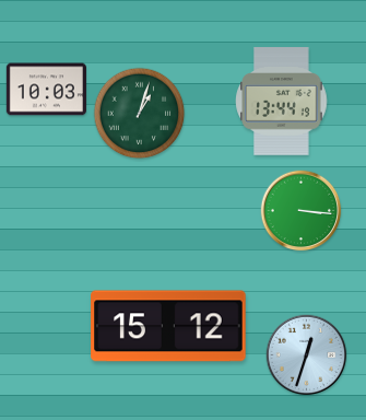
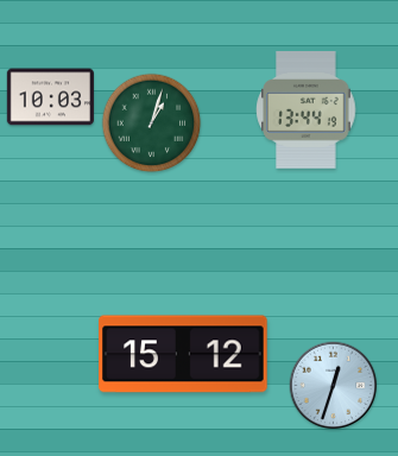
clock at (302, 211): 3:16 -> none
